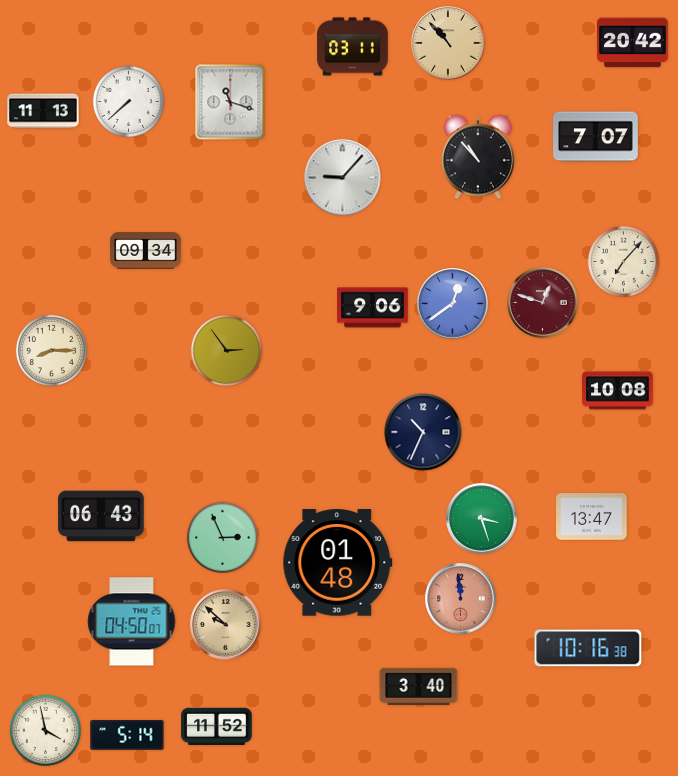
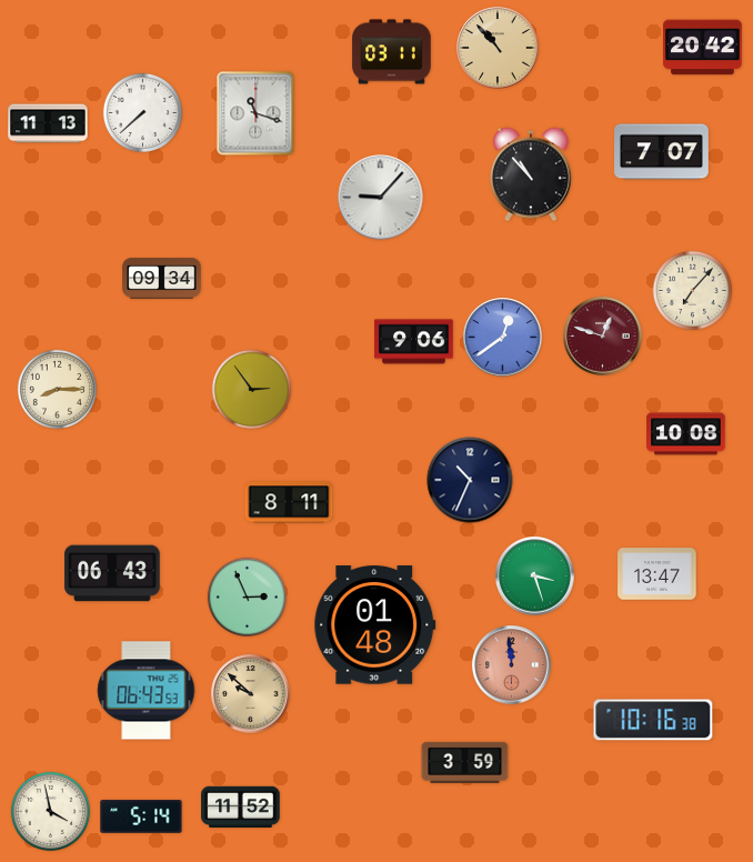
clock at (289, 502): none -> 8:11
clock at (132, 622): 04:50 -> 06:43
clock at (419, 686): 3:40 -> 3:59
